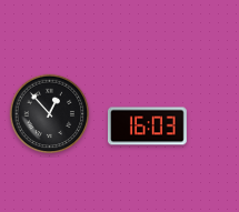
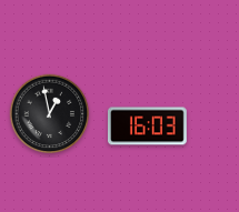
clock at (50, 114): 12:53 -> 12:58
